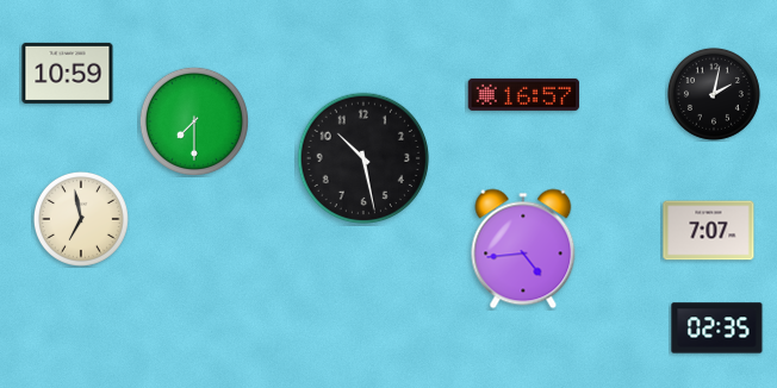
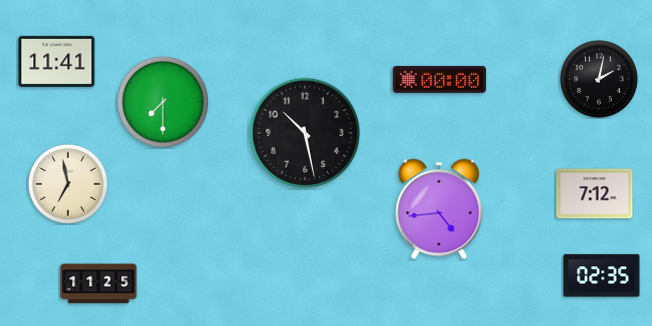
clock at (68, 73): 10:59 -> 11:41
clock at (524, 94): 16:57 -> 00:00
clock at (709, 231): 7:07 -> 7:12
clock at (99, 284): none -> 11:25
